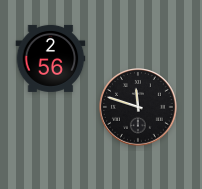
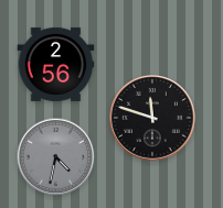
clock at (56, 157): none -> 4:32
